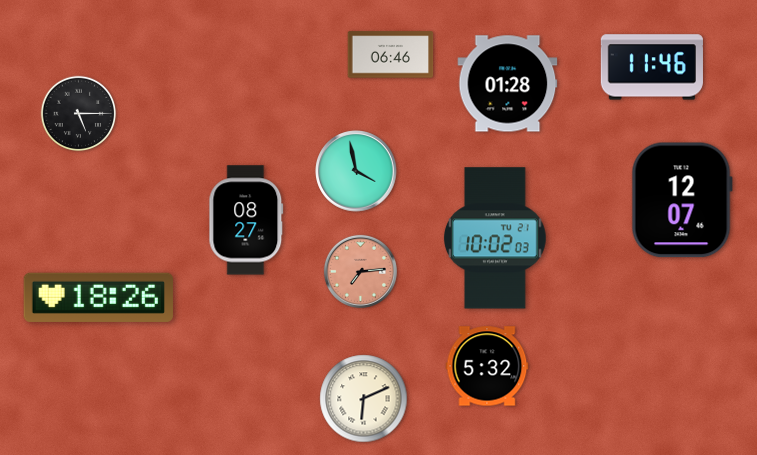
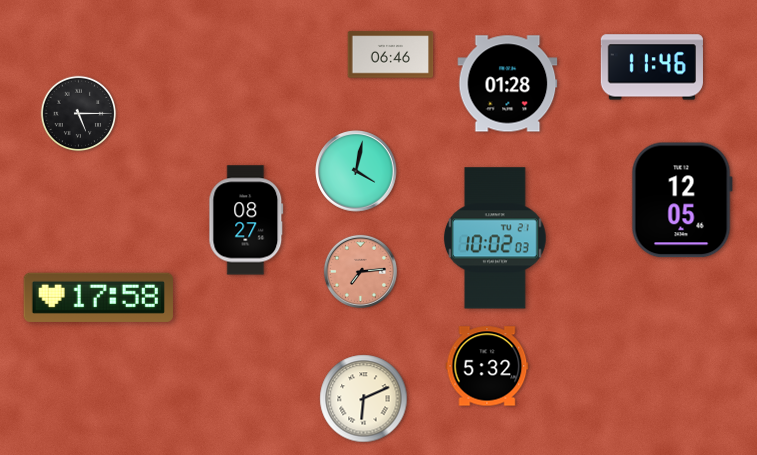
clock at (356, 171): 3:58 -> 4:02
clock at (682, 200): 12:07 -> 12:05
clock at (98, 297): 18:26 -> 17:58
